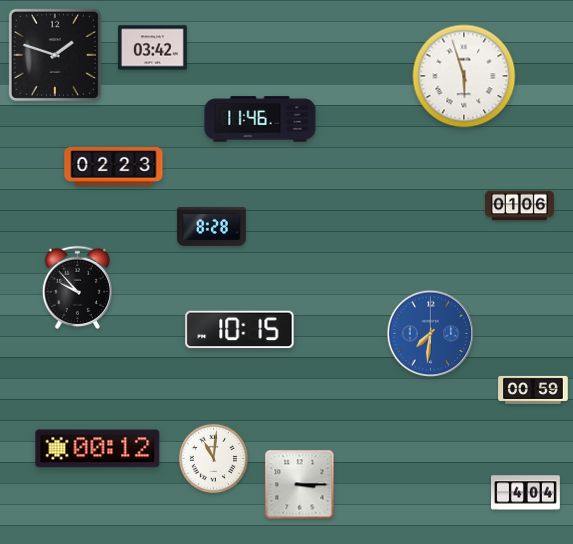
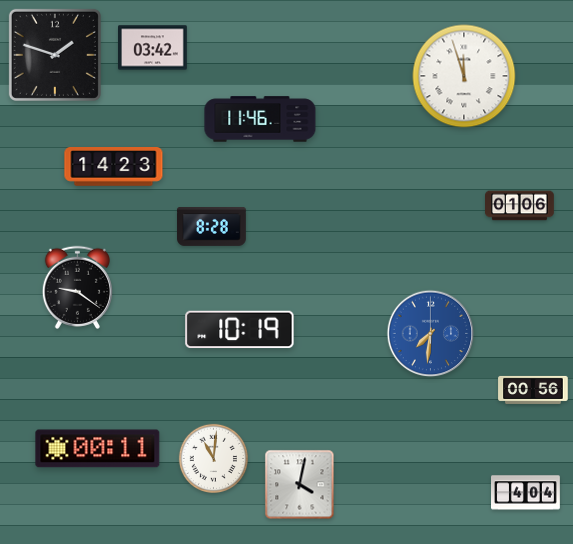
clock at (464, 76): 5:57 -> 11:57
clock at (114, 167): 02:23 -> 14:23
clock at (77, 287): 9:53 -> 9:21
clock at (240, 330): 10:15 -> 10:19
clock at (533, 390): 00:59 -> 00:56
clock at (98, 449): 00:12 -> 00:11
clock at (300, 485): 3:15 -> 4:02
